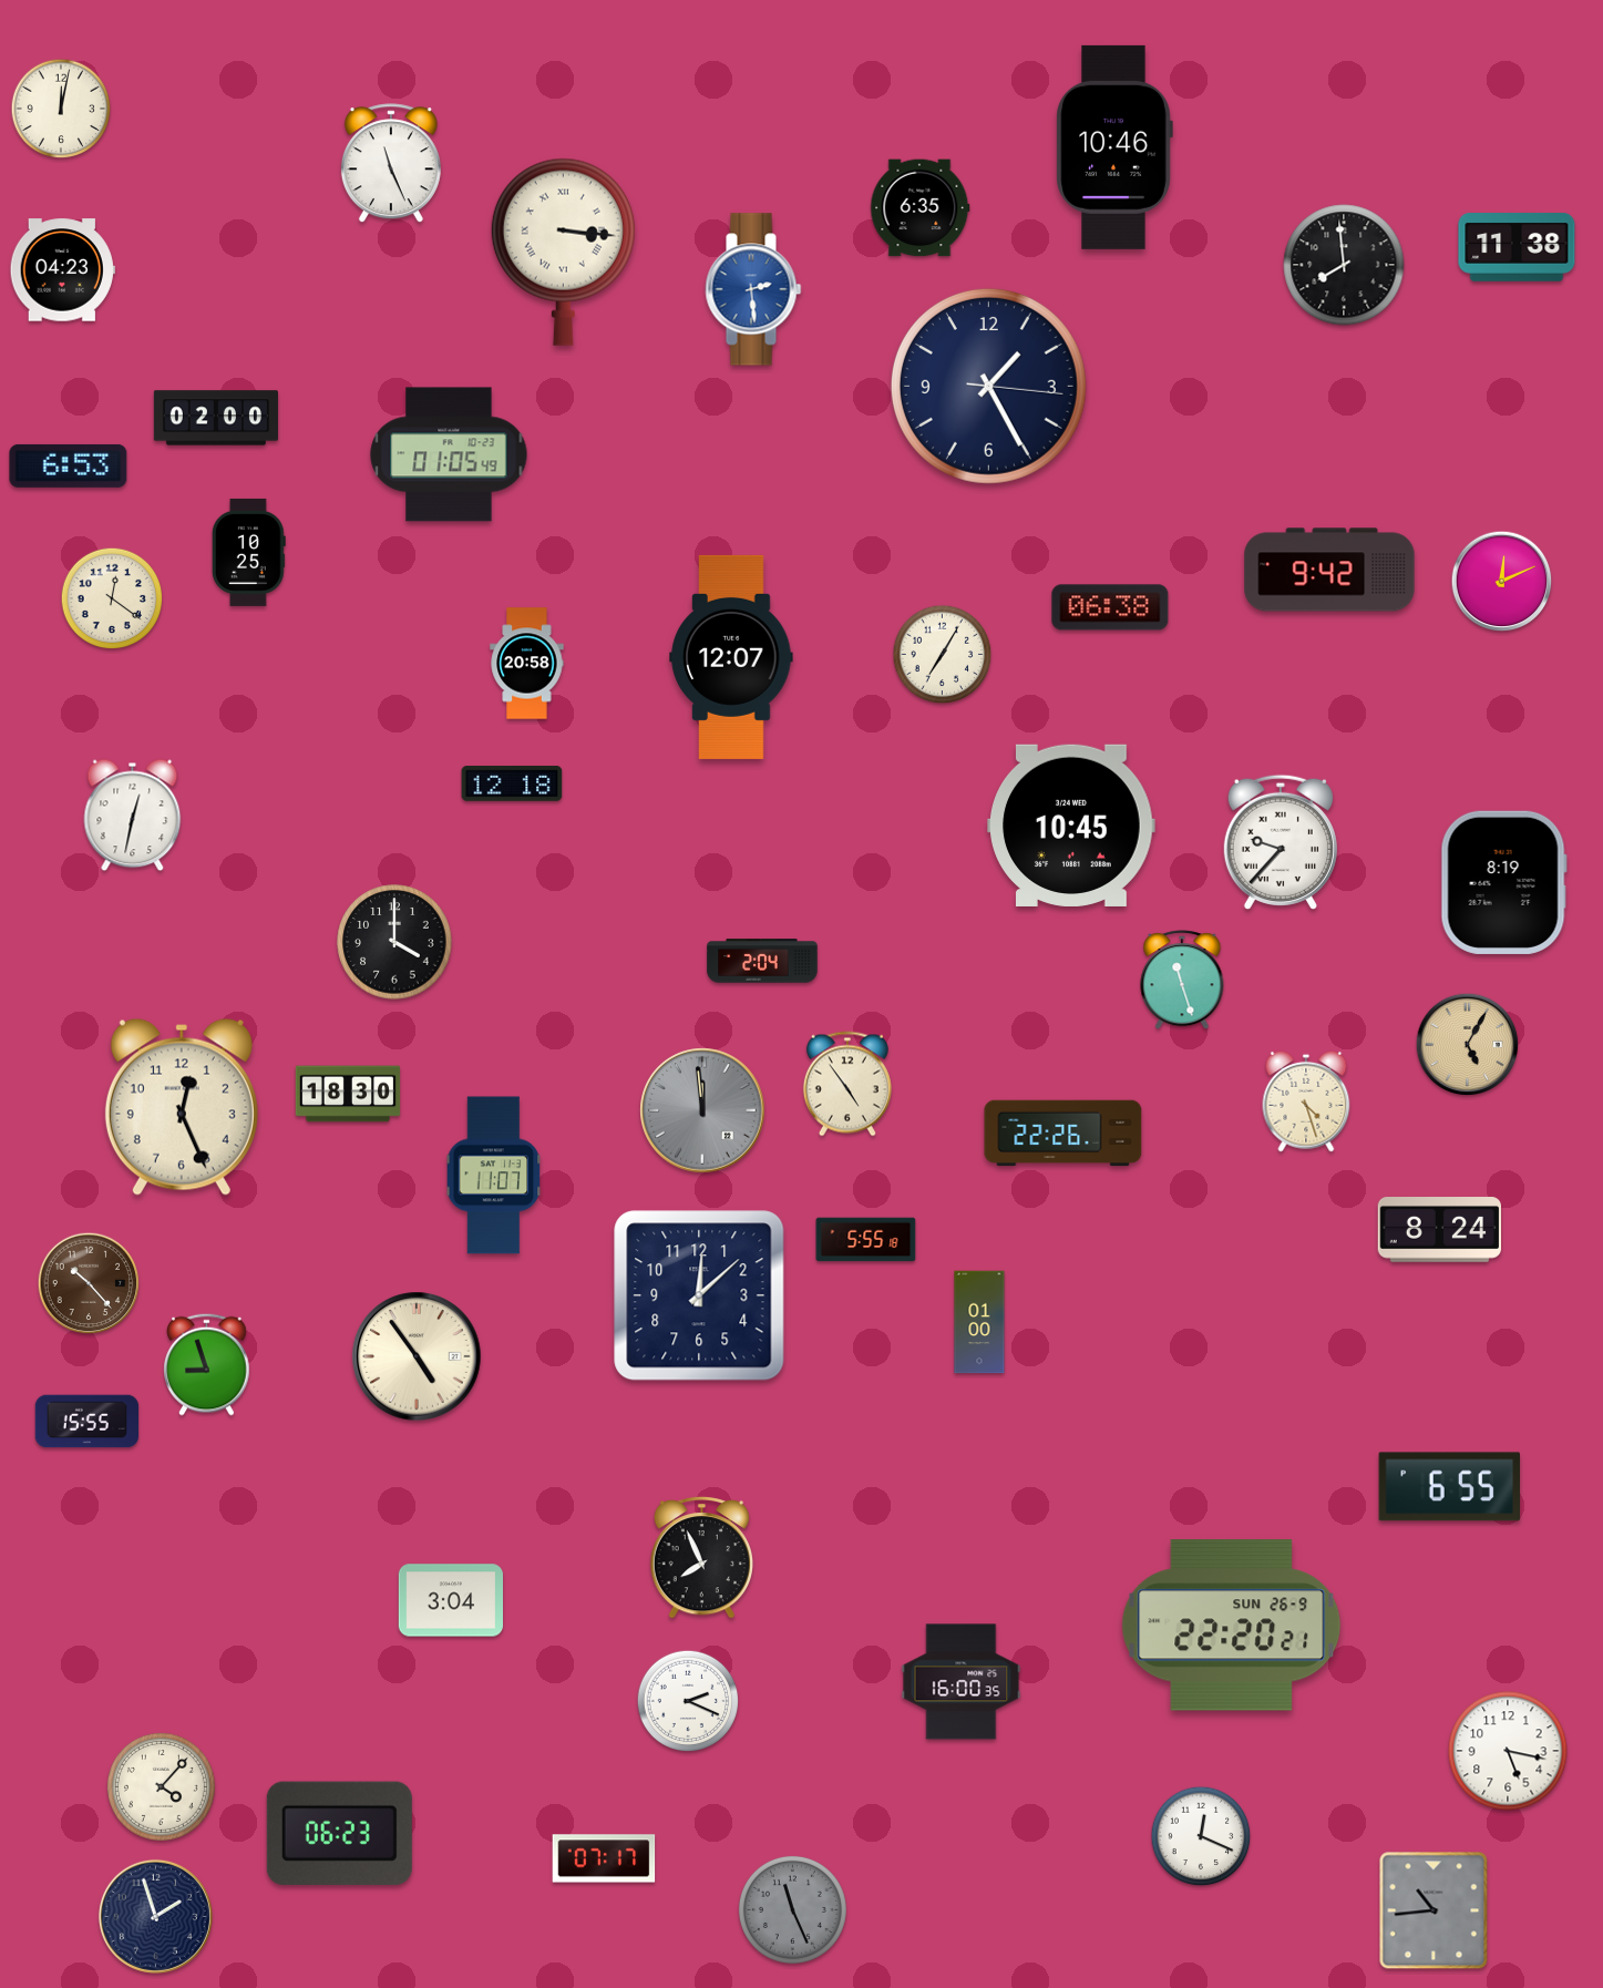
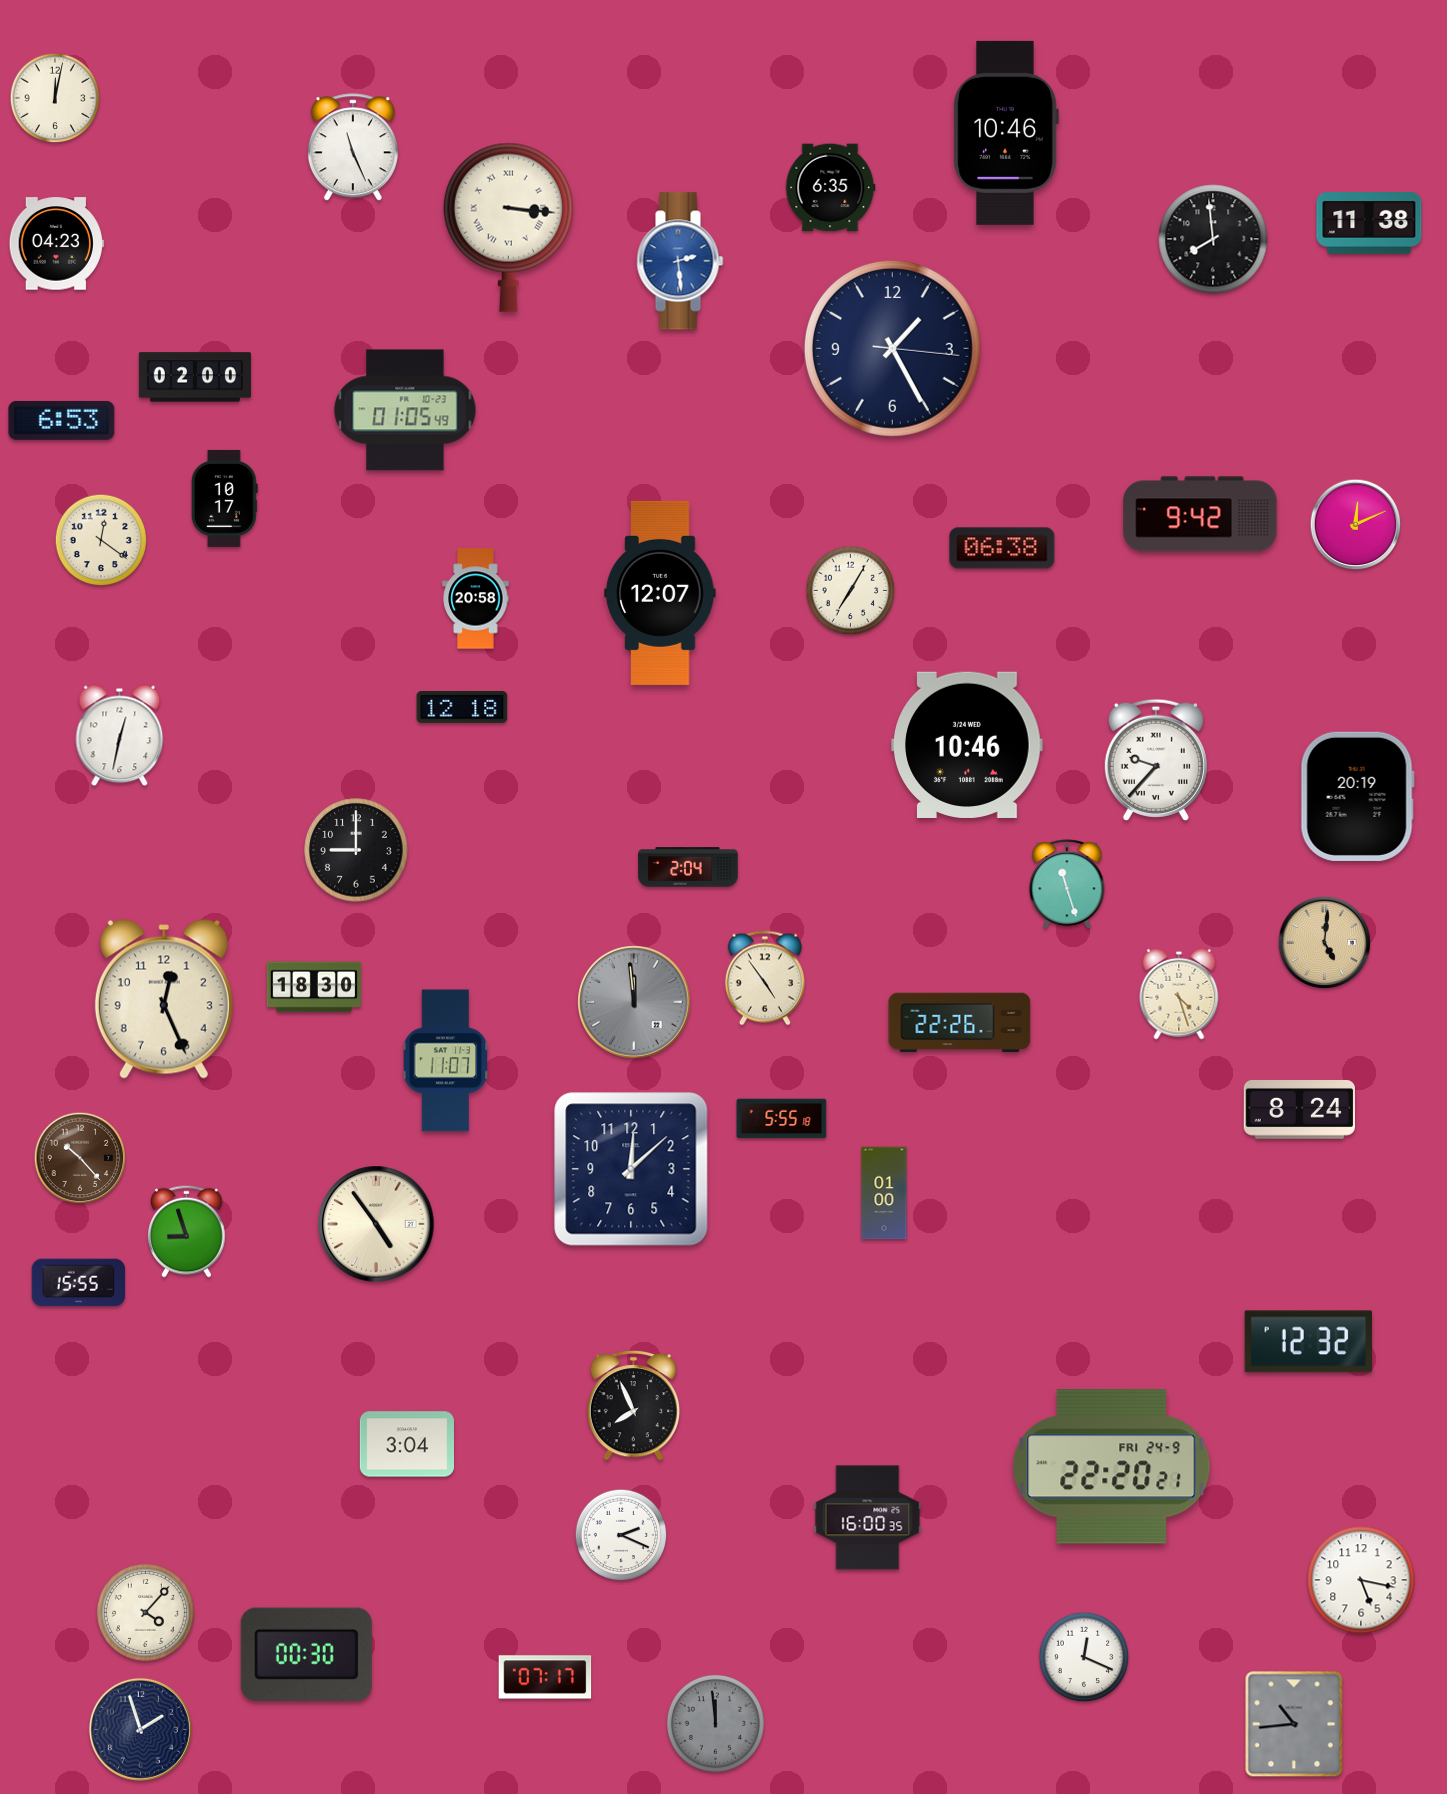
clock at (248, 552): 10:25 -> 10:17
clock at (1071, 826): 10:45 -> 10:46
clock at (1503, 882): 8:19 -> 20:19
clock at (394, 942): 4:00 -> 9:00
clock at (1468, 1045): 5:05 -> 5:01
clock at (1450, 1487): 6:55 -> 12:32
clock at (1232, 1626) date: SUN 26-9 -> FRI 24-9
clock at (339, 1833): 06:23 -> 00:30
clock at (792, 1909): 11:26 -> 11:59
